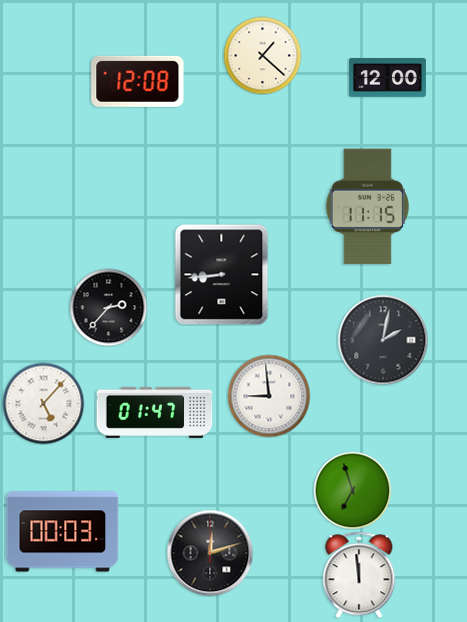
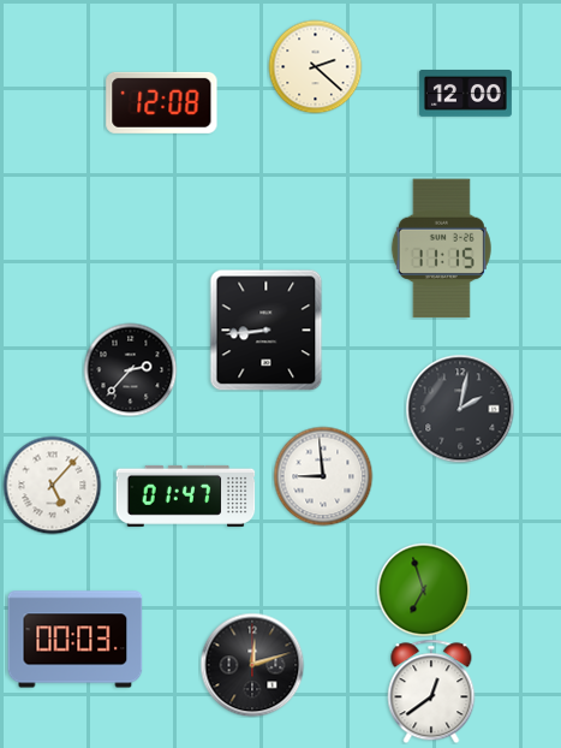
clock at (262, 55): 1:22 -> 2:22
clock at (138, 81) position: (138, 81) -> (162, 102)
clock at (359, 575): 11:59 -> 12:39
